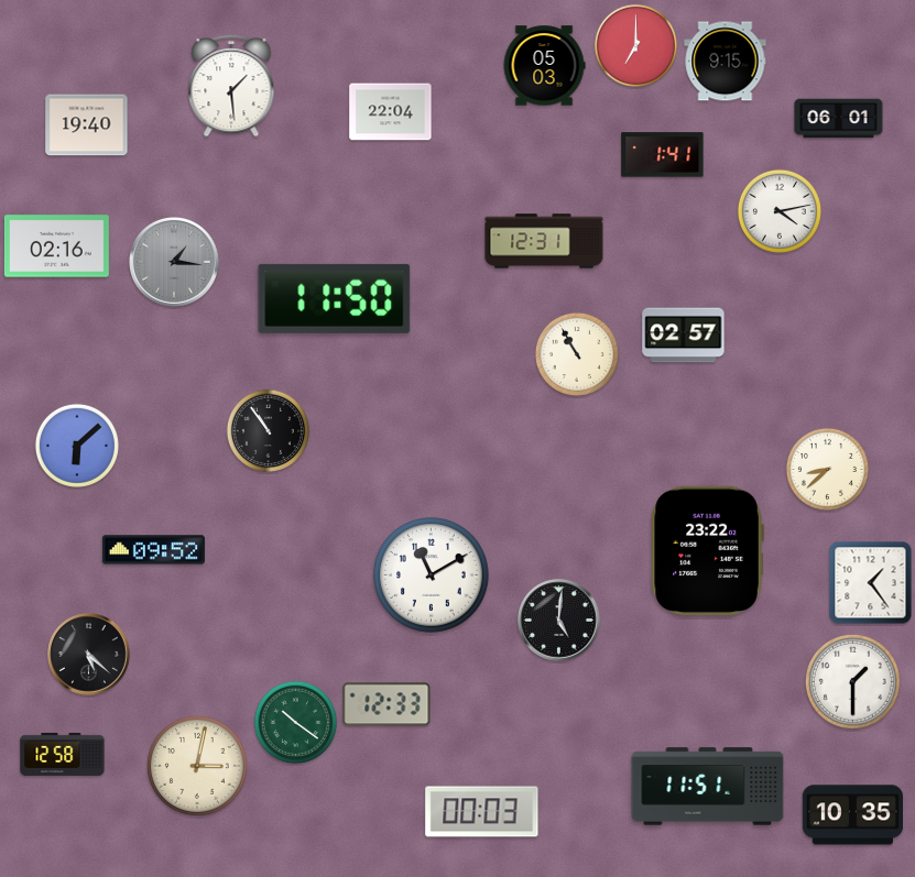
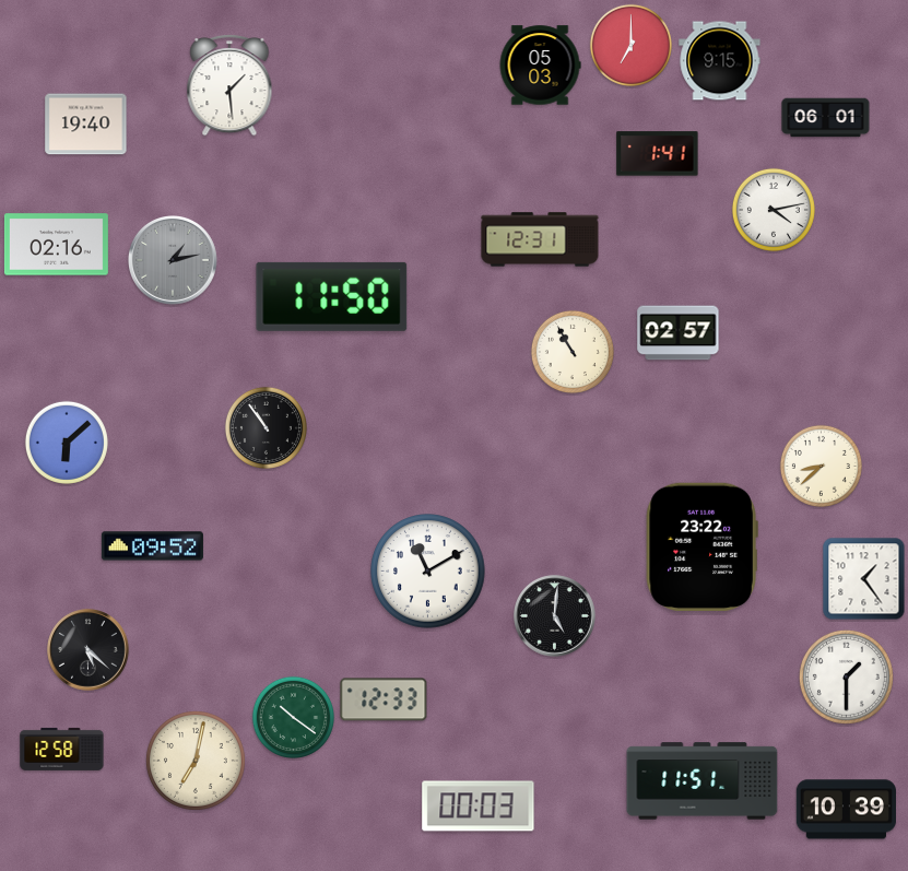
clock at (391, 112): 22:04 -> none
clock at (839, 119) position: (839, 119) -> (826, 118)
clock at (175, 263): 1:16 -> 1:13
clock at (77, 446) position: (77, 446) -> (67, 443)
clock at (197, 766): 3:02 -> 7:02
clock at (852, 815): 10:35 -> 10:39
